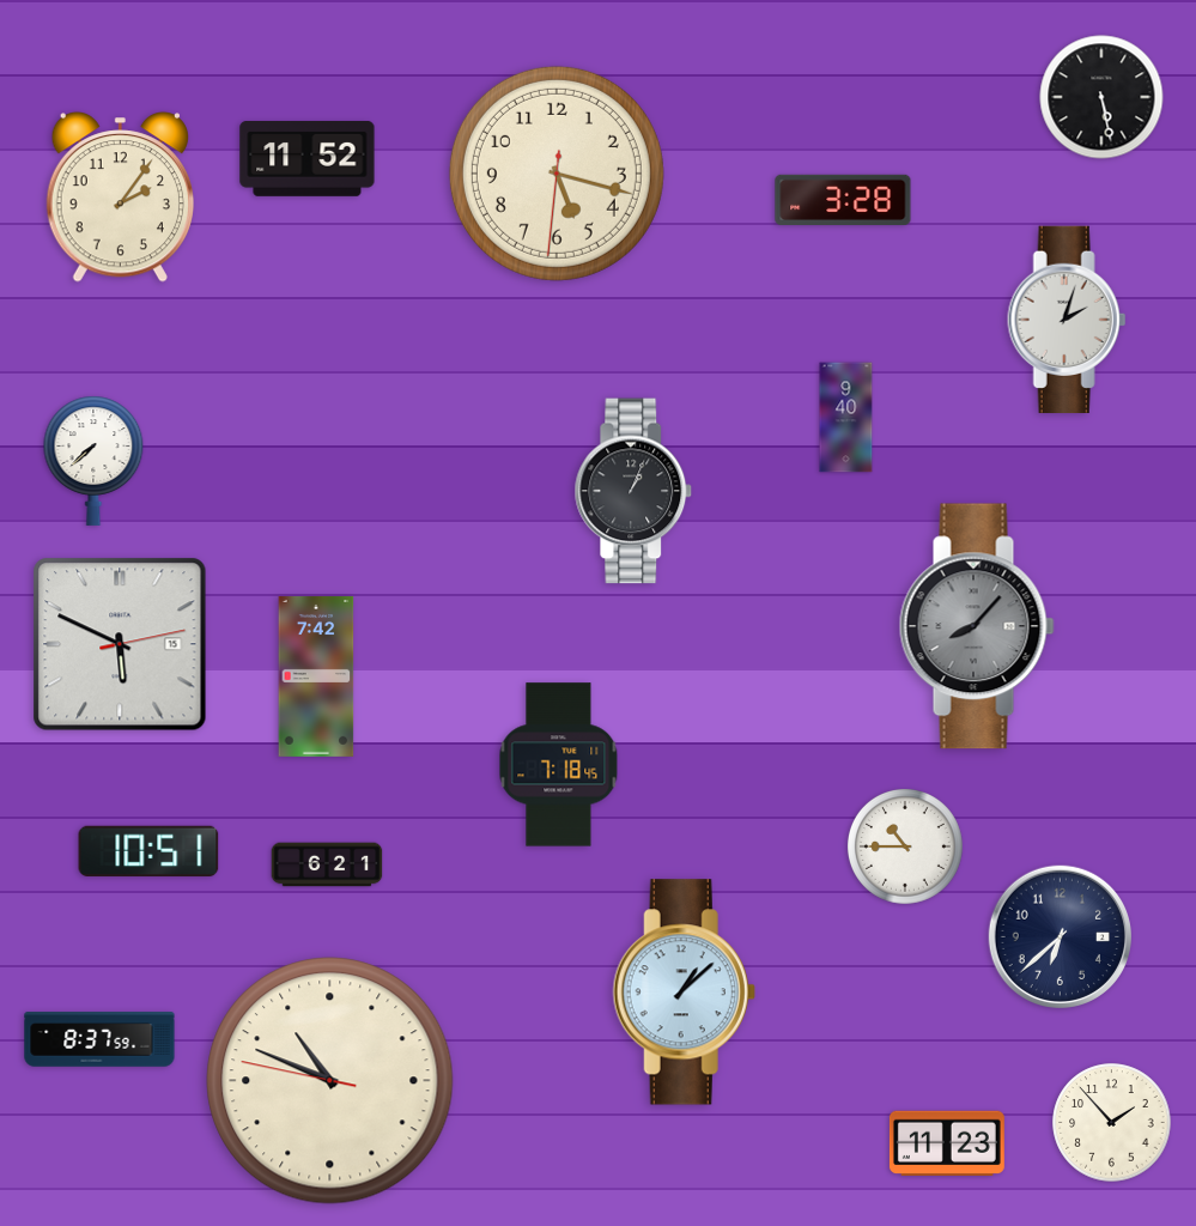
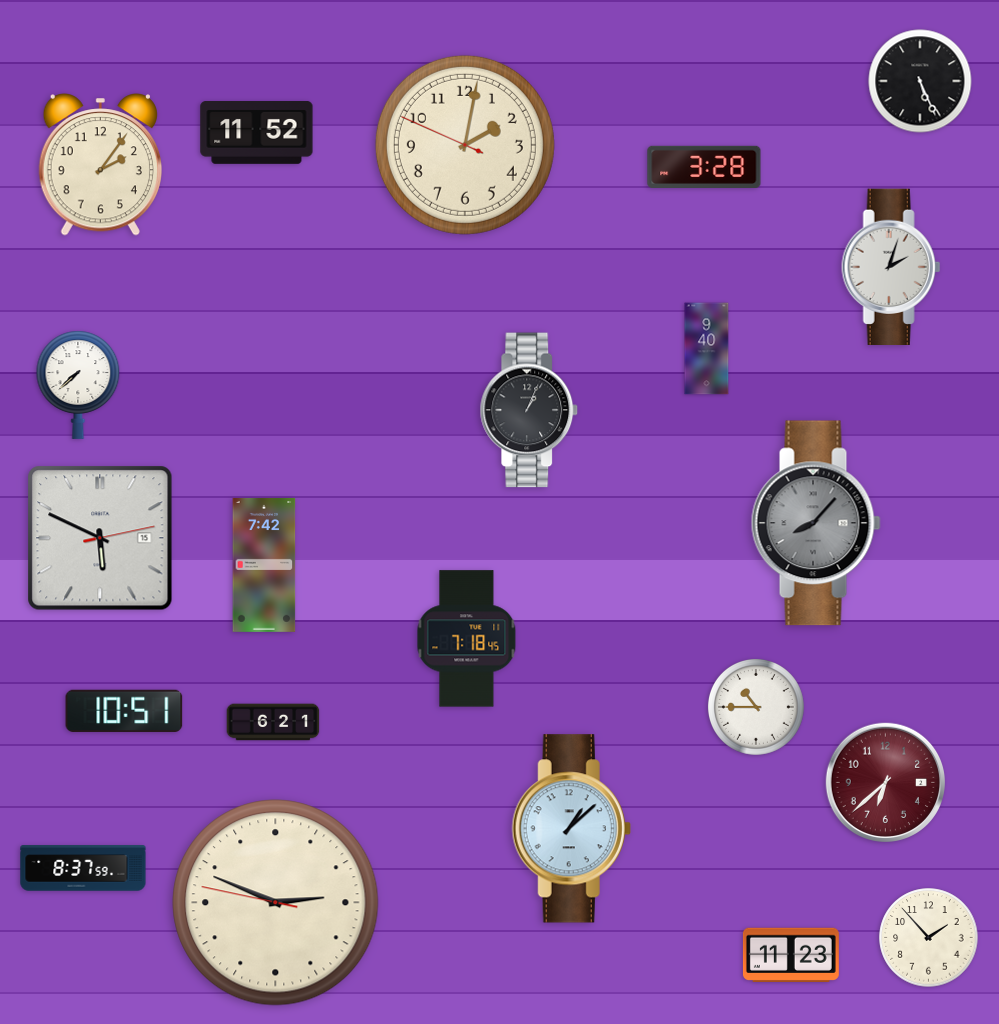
clock at (1101, 97): 5:28 -> 5:26
clock at (557, 174): 5:17 -> 2:01
clock at (1060, 936) dial: navy -> burgundy
clock at (330, 1081): 10:48 -> 2:48
